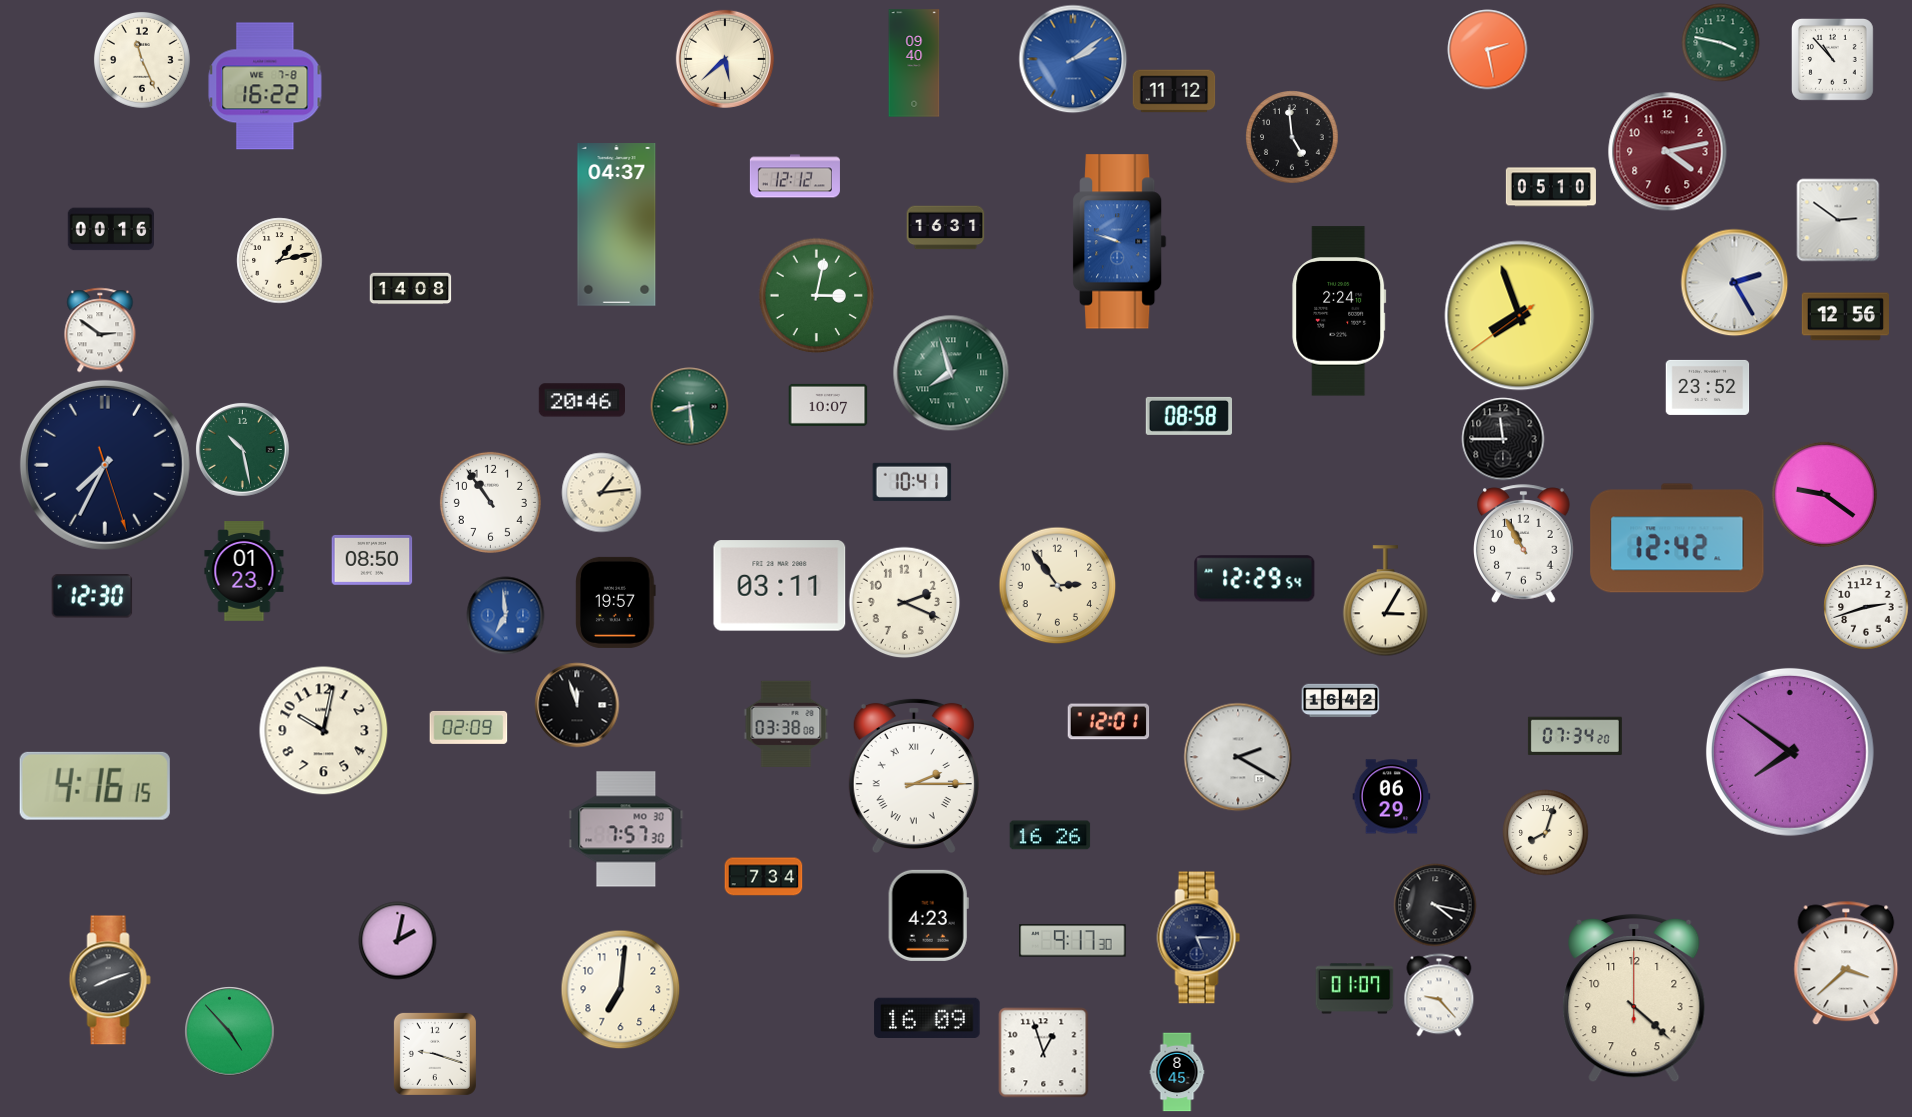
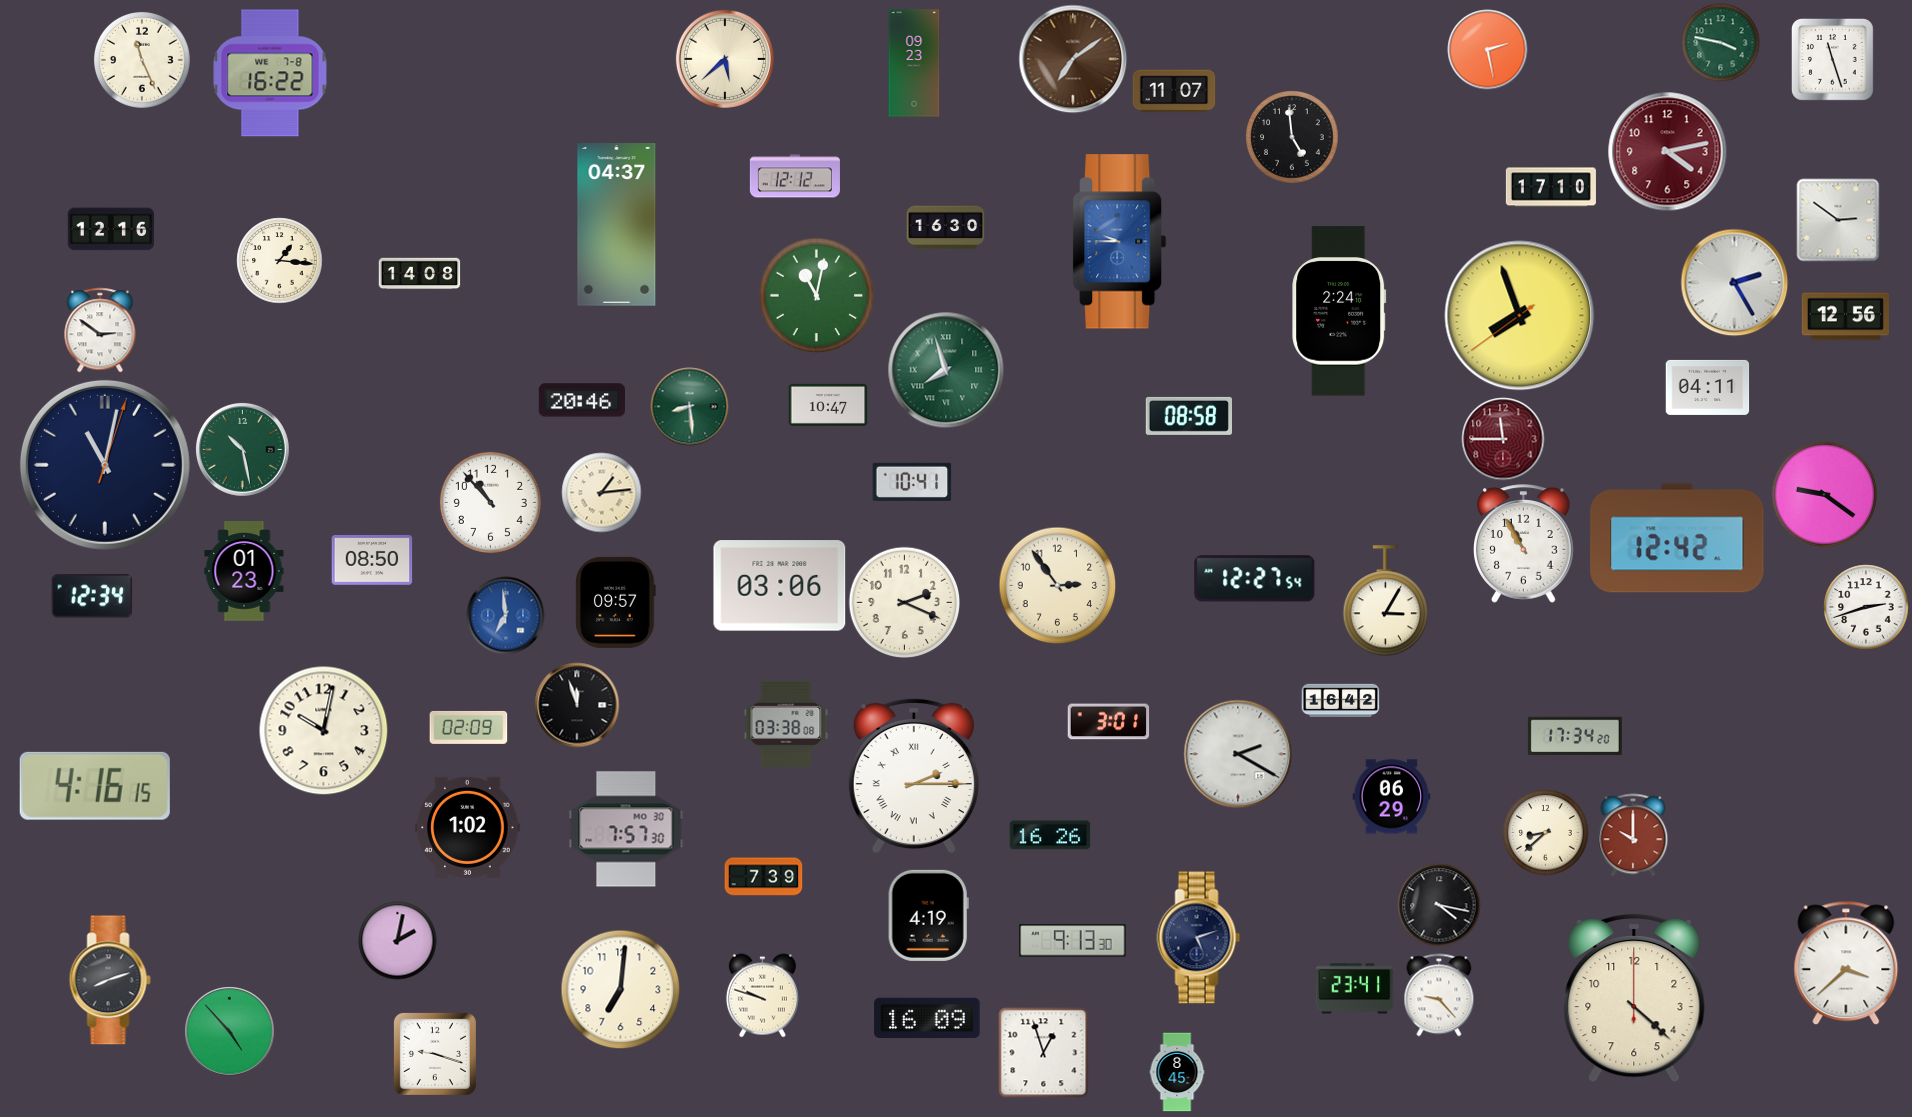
clock at (1073, 59): 2:09 -> 7:09
clock at (1073, 59) dial: blue -> brown
clock at (1832, 59): 10:53 -> 11:27
clock at (914, 63): 09:40 -> 09:23
clock at (265, 86) position: (265, 86) -> (270, 73)
clock at (1174, 91): 11:12 -> 11:07
clock at (1551, 187): 05:10 -> 17:10
clock at (945, 228): 16:31 -> 16:30
clock at (110, 229): 00:16 -> 12:16
clock at (1120, 242): 9:48 -> 9:45
clock at (279, 260): 1:13 -> 1:16
clock at (410, 289) position: (410, 289) -> (419, 274)
clock at (816, 295): 3:02 -> 11:02
clock at (951, 373) position: (951, 373) -> (946, 370)
clock at (1707, 387): 23:52 -> 04:11
clock at (828, 405): 10:07 -> 10:47
clock at (1503, 439) dial: black -> burgundy
clock at (105, 465): 7:34 -> 11:02
clock at (490, 502): 10:54 -> 10:53
clock at (1255, 579): 12:29 -> 12:27
clock at (780, 586): 03:11 -> 03:06
clock at (92, 596): 12:30 -> 12:34
clock at (616, 602): 19:57 -> 09:57
clock at (1108, 722): 12:01 -> 3:01
clock at (1575, 736): 07:34 -> 17:34
clock at (1790, 752): 7:51 -> none
clock at (1238, 757) position: (1238, 757) -> (1238, 754)
clock at (468, 827): none -> 1:02
clock at (1545, 832): 8:03 -> 8:38
clock at (1633, 835): none -> 10:00
clock at (763, 877): 7:34 -> 7:39
clock at (1435, 905) position: (1435, 905) -> (1439, 905)
clock at (928, 915): 4:23 -> 4:19
clock at (1199, 938): 5:15 -> 5:12
clock at (1073, 941): 9:17 -> 9:13
clock at (1354, 989): 01:07 -> 23:41
clock at (762, 995): none -> 9:48
